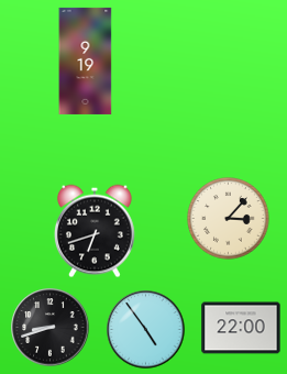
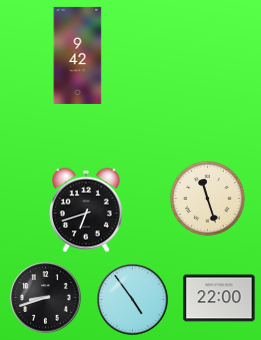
clock at (86, 61): 9:19 -> 9:42
clock at (229, 219): 3:07 -> 11:27
